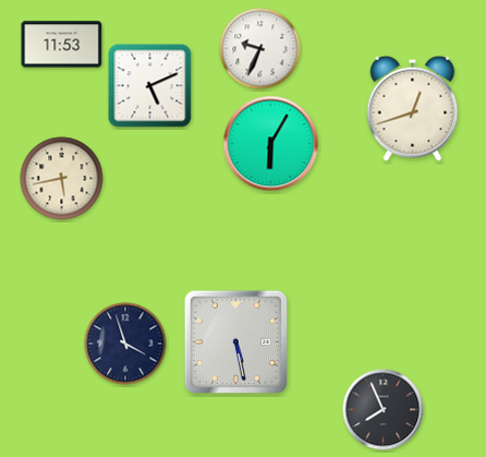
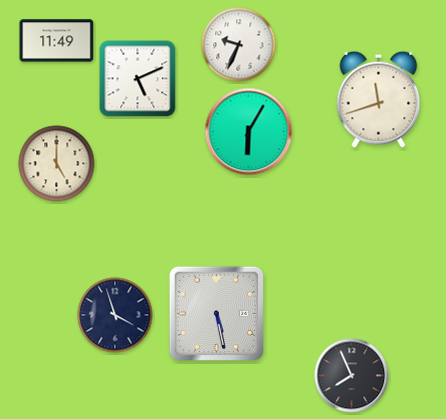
clock at (62, 45): 11:53 -> 11:49
clock at (413, 108): 12:42 -> 11:42
clock at (62, 179): 5:43 -> 5:00
